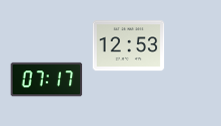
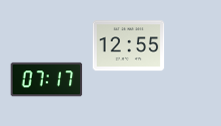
clock at (129, 46): 12:53 -> 12:55
